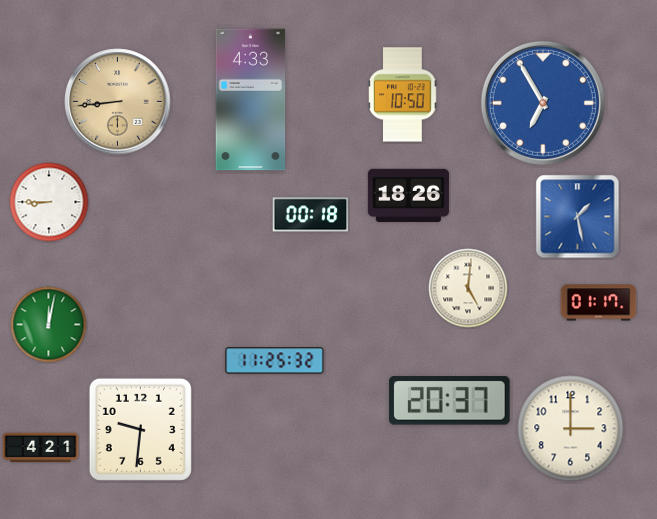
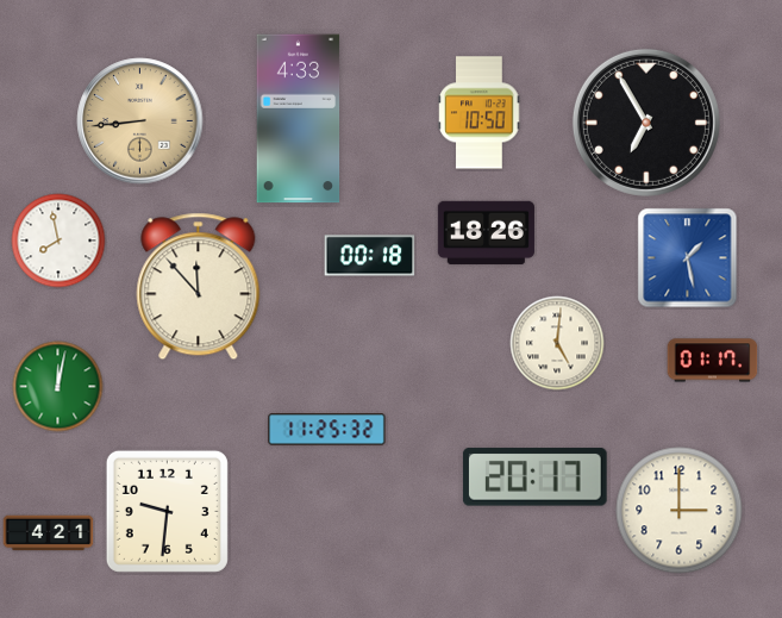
clock at (543, 103) dial: blue -> black
clock at (49, 202): 8:45 -> 7:58
clock at (199, 287): none -> 11:53
clock at (450, 401): 20:37 -> 20:17
